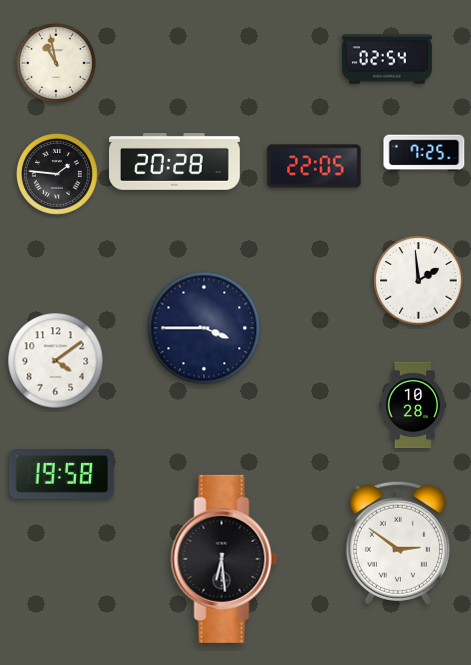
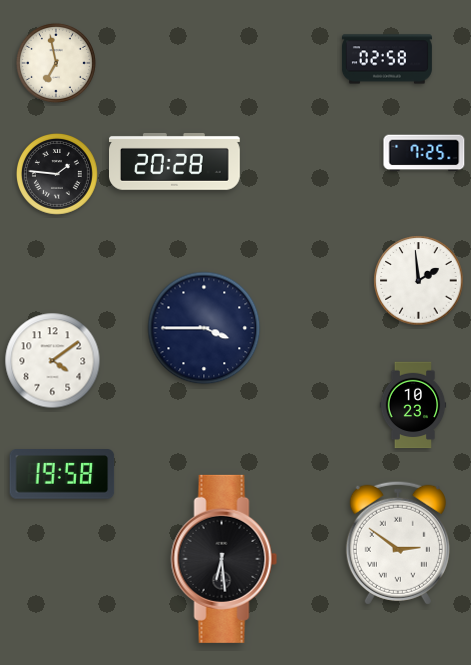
clock at (387, 59): 02:54 -> 02:58
clock at (56, 63): 10:58 -> 6:58
clock at (314, 166): 22:05 -> none
clock at (56, 361) position: (56, 361) -> (53, 361)
clock at (413, 405): 10:28 -> 10:23
